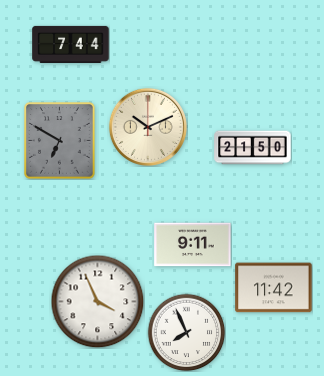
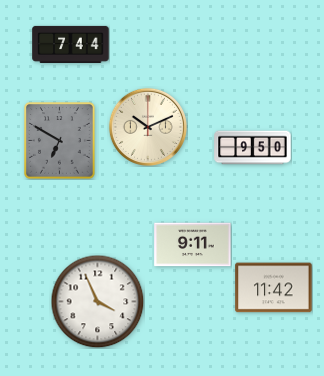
clock at (253, 148): 21:50 -> 9:50
clock at (186, 332): 7:56 -> none
